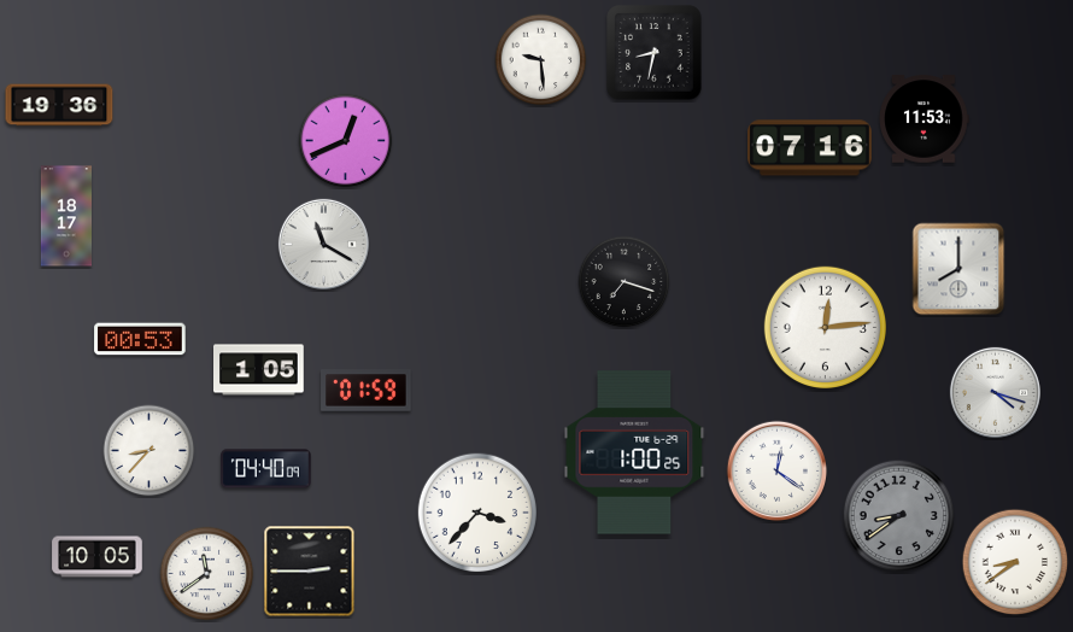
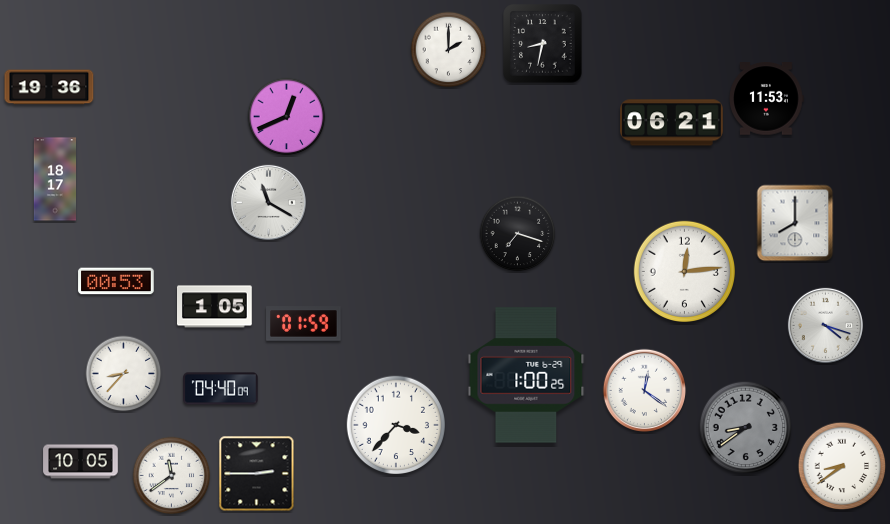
clock at (541, 60): 9:29 -> 2:00
clock at (810, 148): 07:16 -> 06:21
